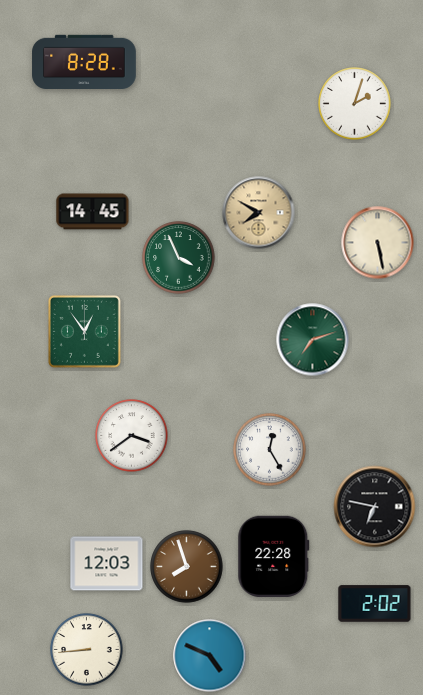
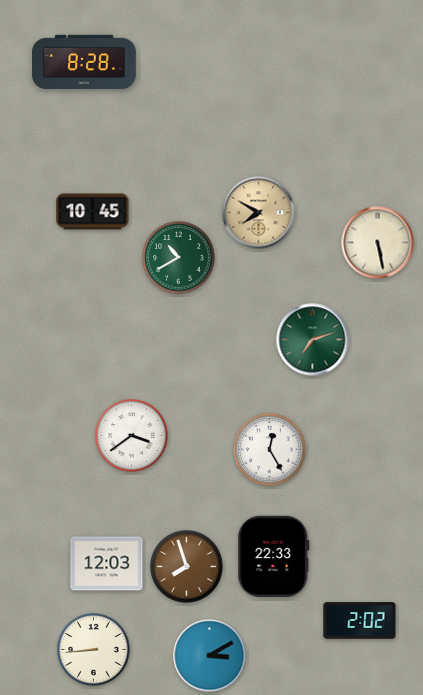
clock at (355, 104): 2:03 -> none
clock at (93, 212): 14:45 -> 10:45
clock at (179, 258): 3:56 -> 10:40
clock at (84, 331): 12:54 -> none
clock at (375, 507): 6:47 -> none
clock at (274, 556): 22:28 -> 22:33
clock at (375, 604) position: (375, 604) -> (360, 621)
clock at (87, 650) position: (87, 650) -> (94, 650)
clock at (210, 656): 4:49 -> 3:10
